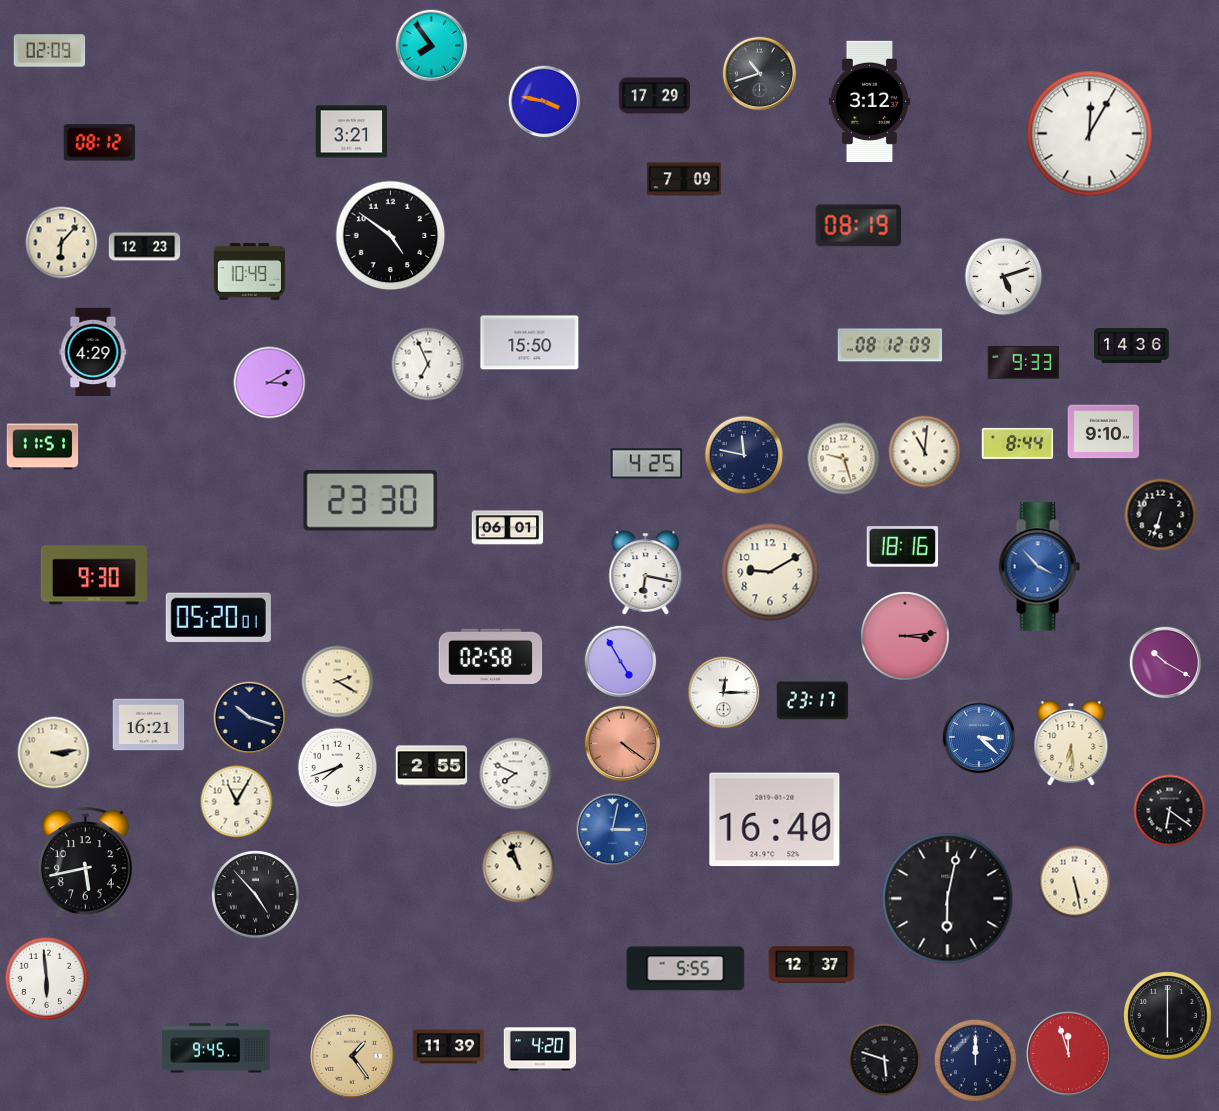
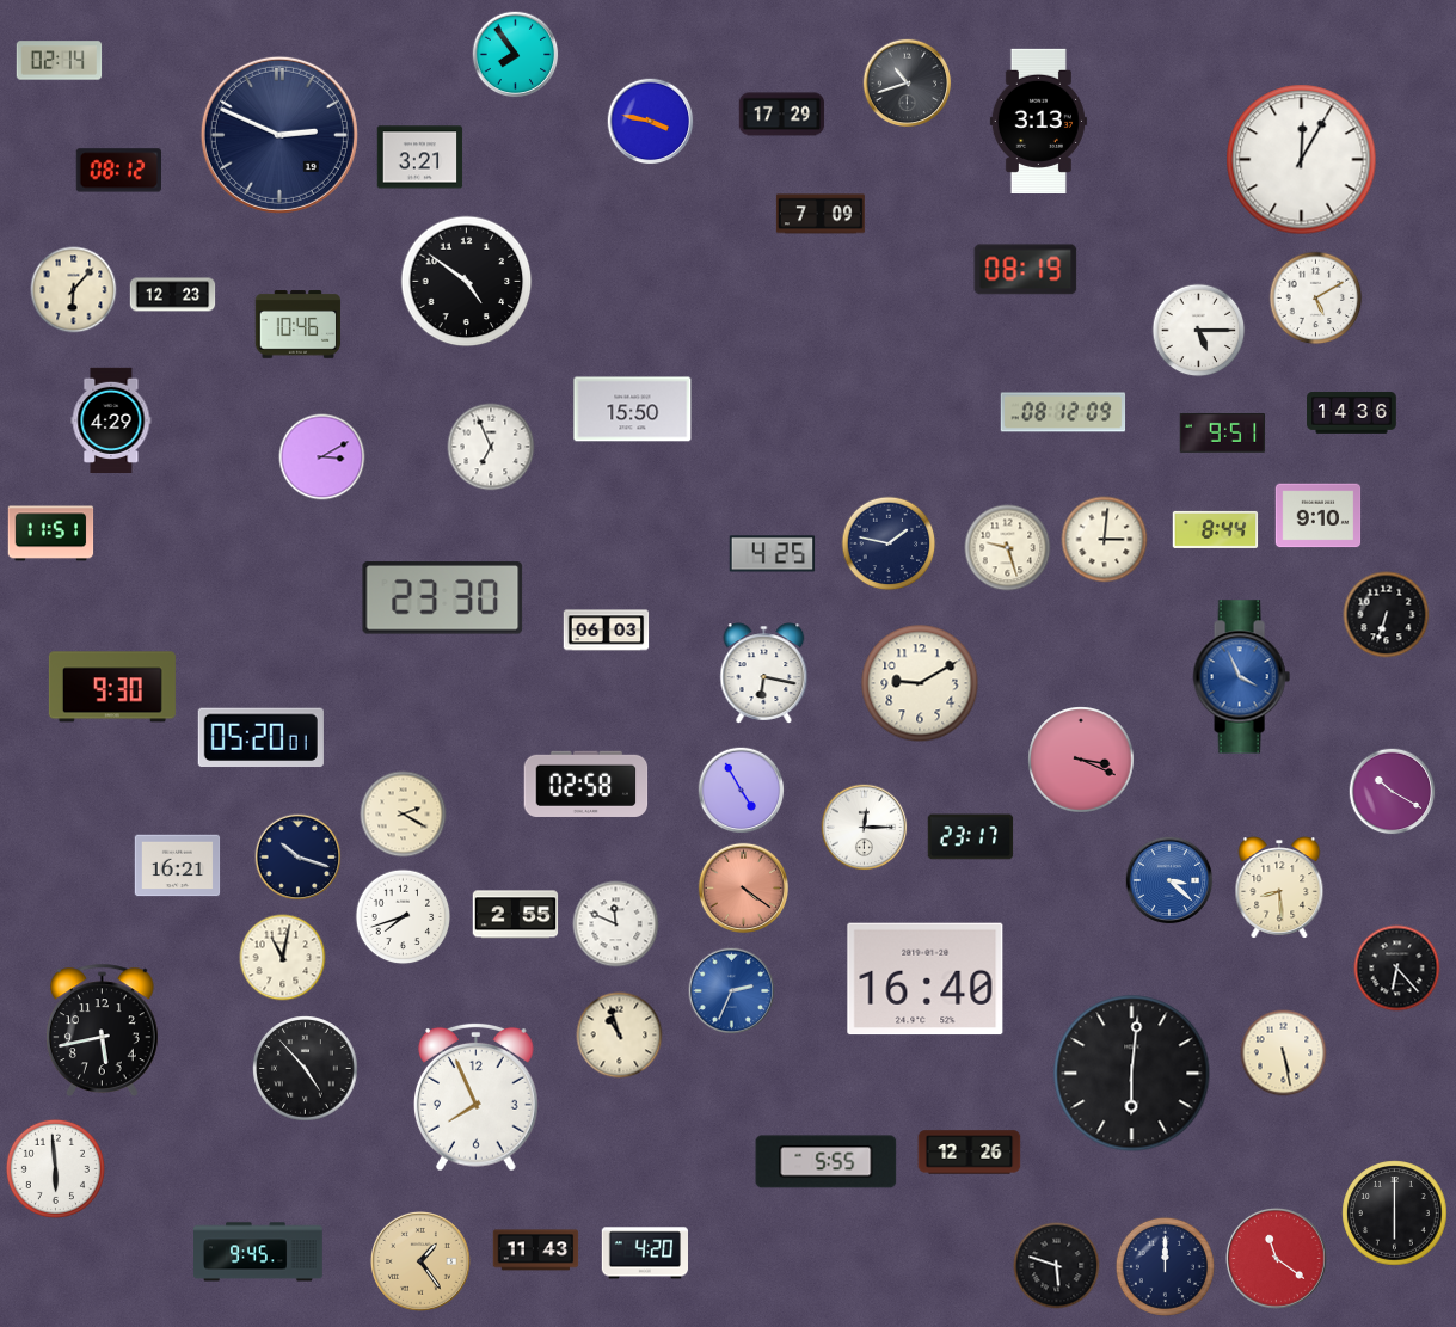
clock at (50, 51): 02:09 -> 02:14
clock at (760, 74) position: (760, 74) -> (908, 84)
clock at (869, 101): 3:12 -> 3:13
clock at (279, 135): none -> 2:49
clock at (684, 179) position: (684, 179) -> (821, 214)
clock at (1316, 299): none -> 5:10
clock at (250, 272): 10:49 -> 10:46
clock at (1004, 277): 5:12 -> 5:15
clock at (1024, 362): 9:33 -> 9:51
clock at (428, 364) position: (428, 364) -> (491, 447)
clock at (925, 452): 11:01 -> 3:01
clock at (744, 455): 11:47 -> 1:47
clock at (508, 528): 06:01 -> 06:03
clock at (903, 547): 18:16 -> none
clock at (1039, 567): 3:53 -> 3:56
clock at (646, 573) position: (646, 573) -> (764, 674)
clock at (905, 636): 3:14 -> 3:19
clock at (1071, 743): 6:29 -> 8:29
clock at (54, 753): 3:14 -> none
clock at (516, 774): 7:49 -> 11:49
clock at (237, 802): 11:05 -> 11:02
clock at (1170, 811): 6:21 -> 6:23
clock at (613, 830): 3:02 -> 2:34
clock at (948, 899): 6:02 -> 6:01
clock at (477, 1096): none -> 7:56
clock at (812, 965): 12:37 -> 12:26
clock at (686, 969) position: (686, 969) -> (827, 1162)
clock at (449, 1047): 11:39 -> 11:43
clock at (1069, 1054): 11:57 -> 11:21
